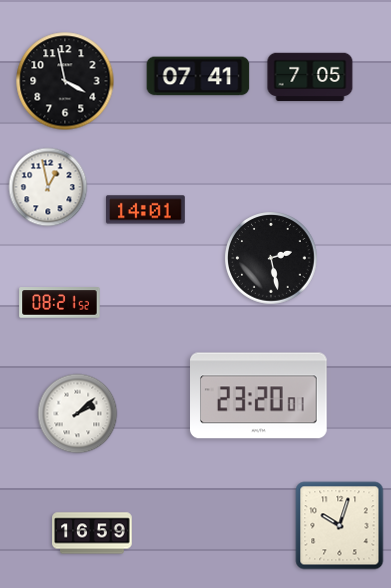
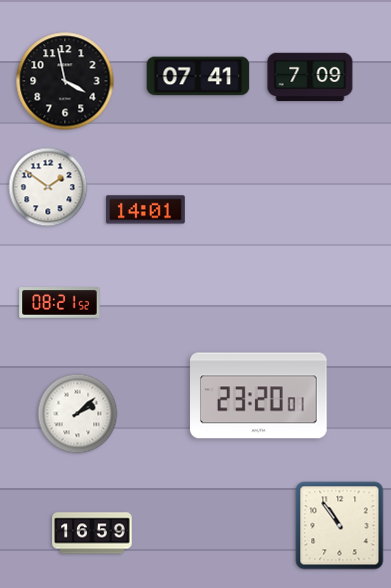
clock at (310, 77): 7:05 -> 7:09
clock at (48, 187): 12:58 -> 1:51
clock at (271, 258): 2:28 -> none
clock at (340, 526): 10:03 -> 10:54
